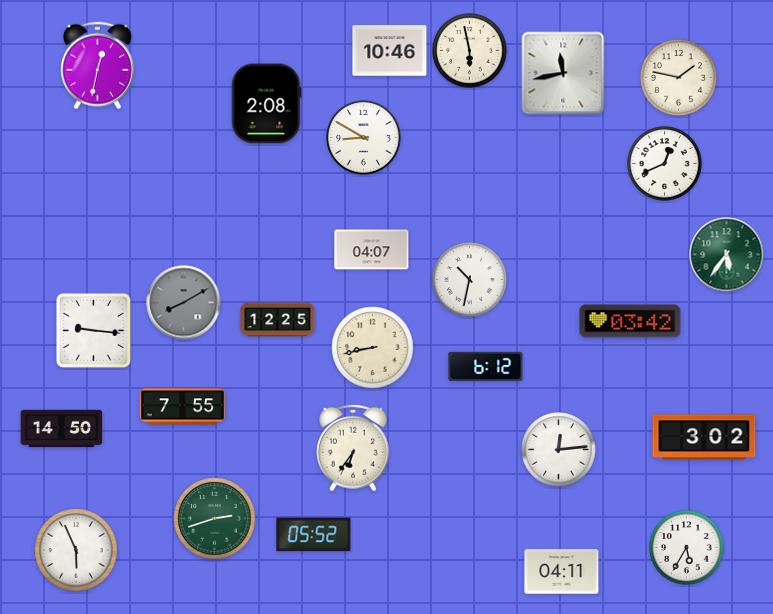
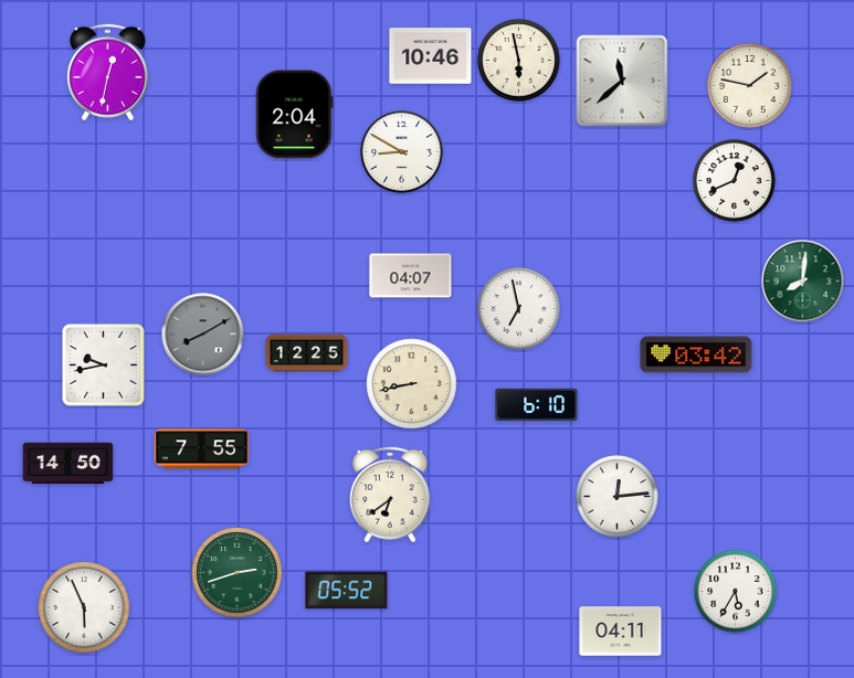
clock at (470, 51) position: (470, 51) -> (519, 61)
clock at (563, 73): 11:43 -> 11:38
clock at (266, 104): 2:08 -> 2:04
clock at (727, 255): 5:36 -> 8:01
clock at (470, 280): 10:32 -> 6:58
clock at (94, 331): 9:16 -> 9:43
clock at (486, 367): 6:12 -> 6:10
clock at (62, 429) position: (62, 429) -> (68, 464)
clock at (704, 437): 3:02 -> none
clock at (354, 448): 6:36 -> 6:39
clock at (687, 548) position: (687, 548) -> (736, 592)
